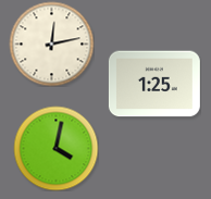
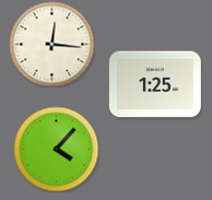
clock at (51, 43): 12:13 -> 12:16
clock at (55, 148): 4:02 -> 4:07
